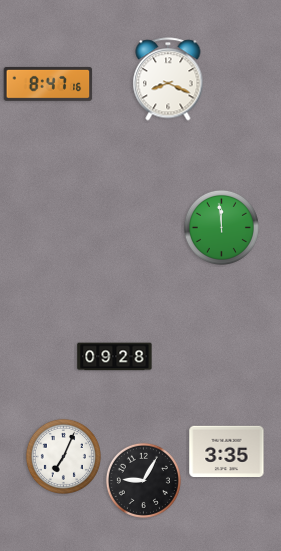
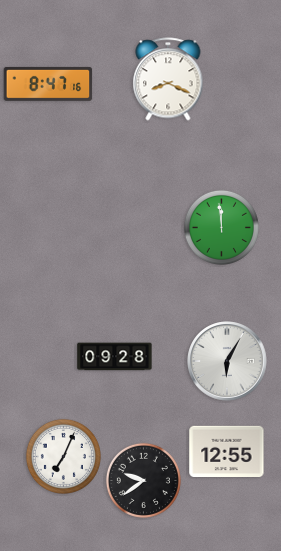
clock at (227, 361): none -> 6:05
clock at (227, 451): 3:35 -> 12:55
clock at (143, 480): 9:05 -> 9:39
